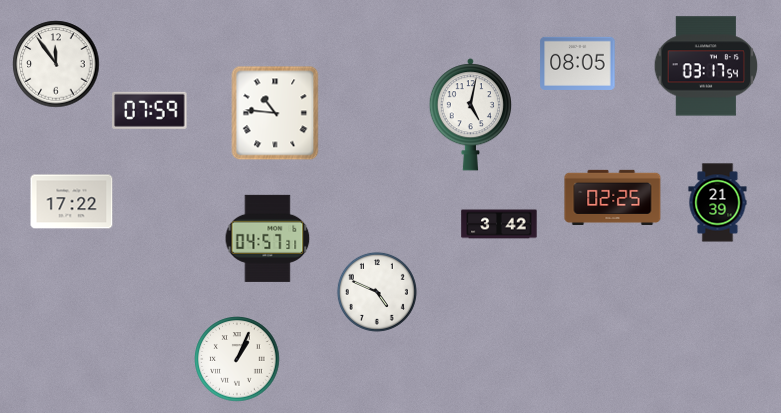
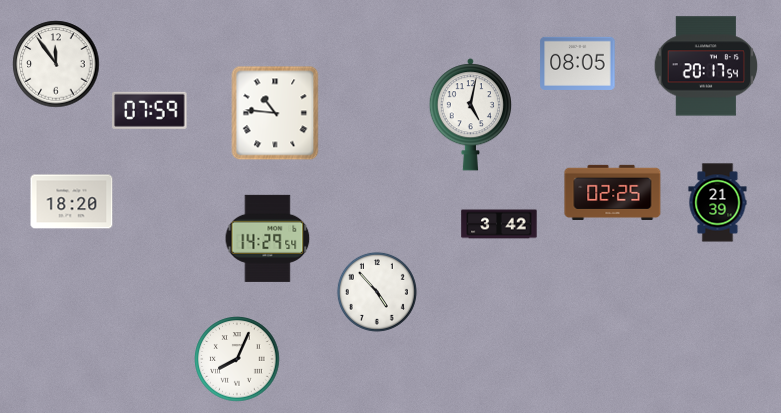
clock at (706, 66): 03:17 -> 20:17
clock at (613, 197) position: (613, 197) -> (613, 192)
clock at (72, 202): 17:22 -> 18:20
clock at (268, 238): 04:57 -> 14:29
clock at (377, 292): 4:49 -> 4:53
clock at (237, 359): 1:04 -> 8:04
